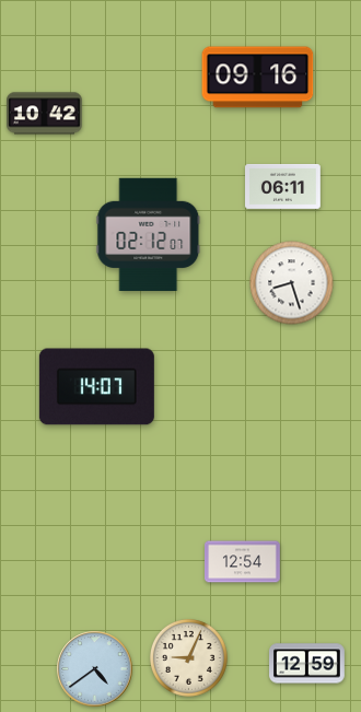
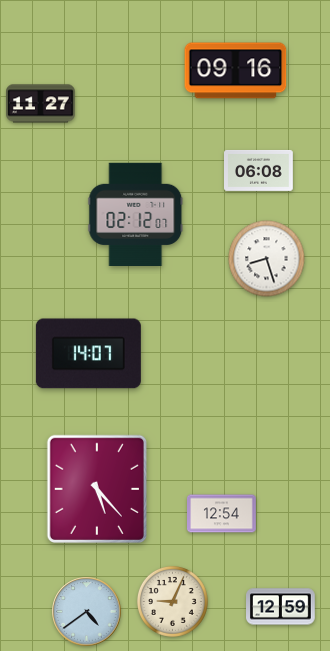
clock at (45, 114): 10:42 -> 11:27
clock at (283, 186): 06:11 -> 06:08
clock at (97, 489): none -> 5:23
